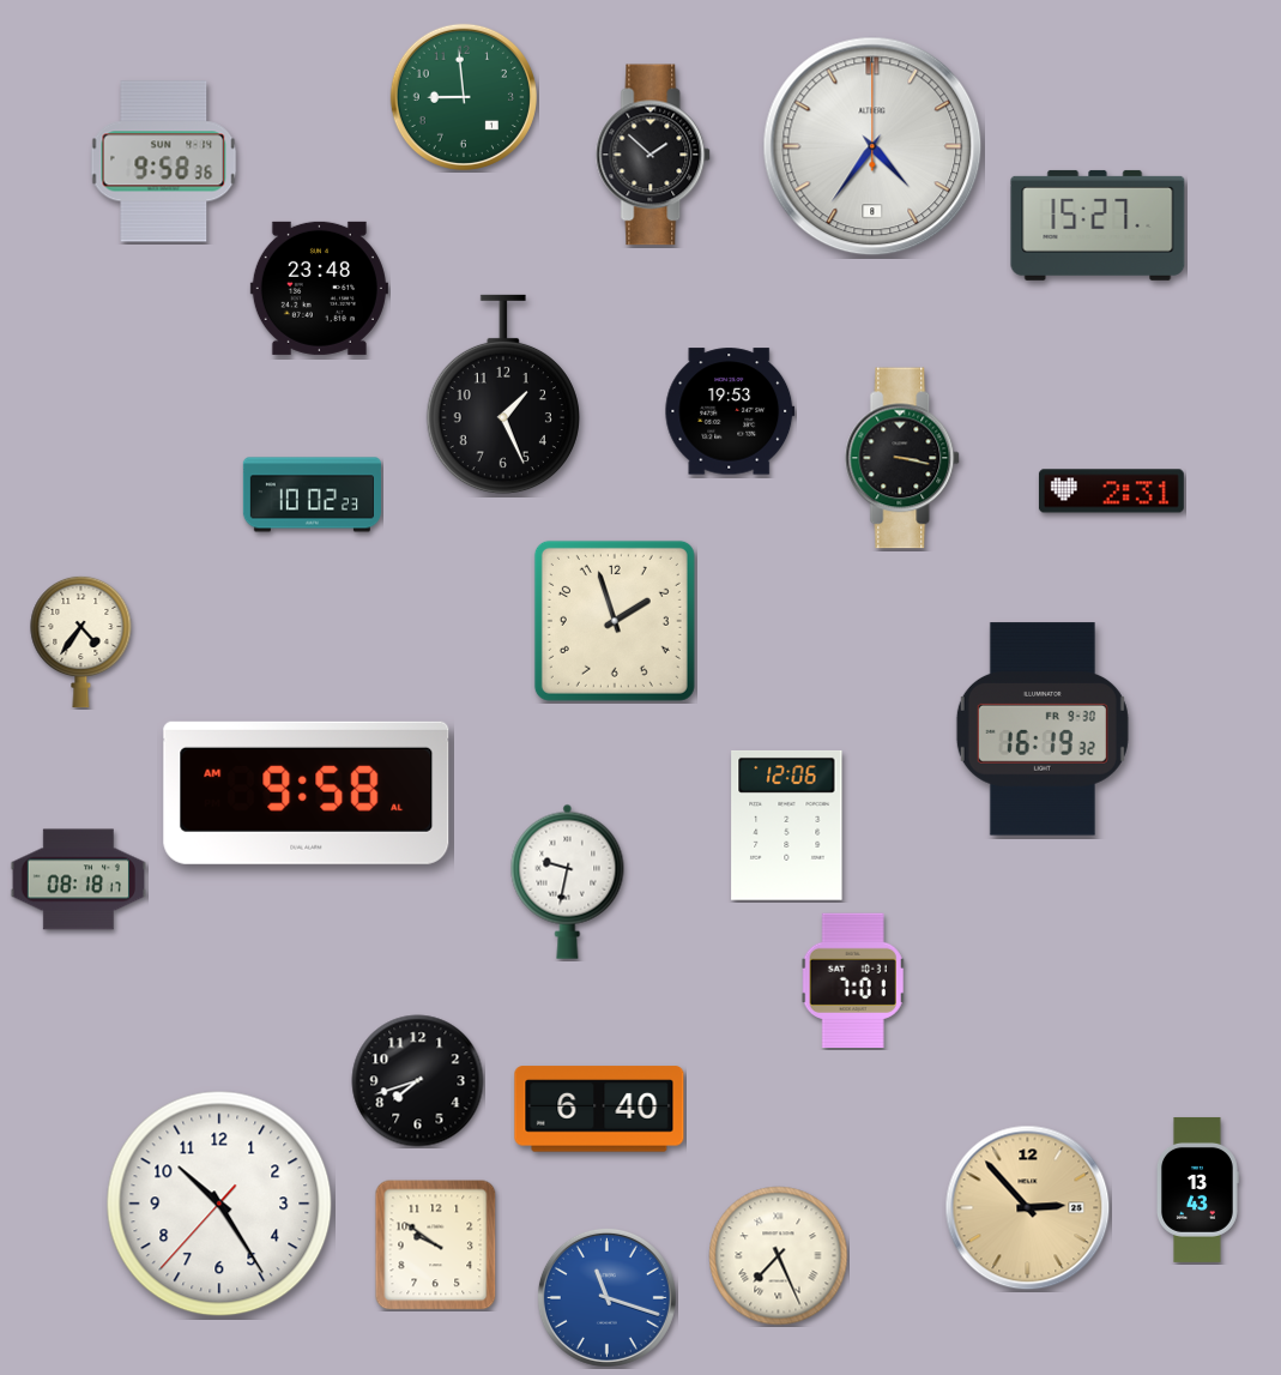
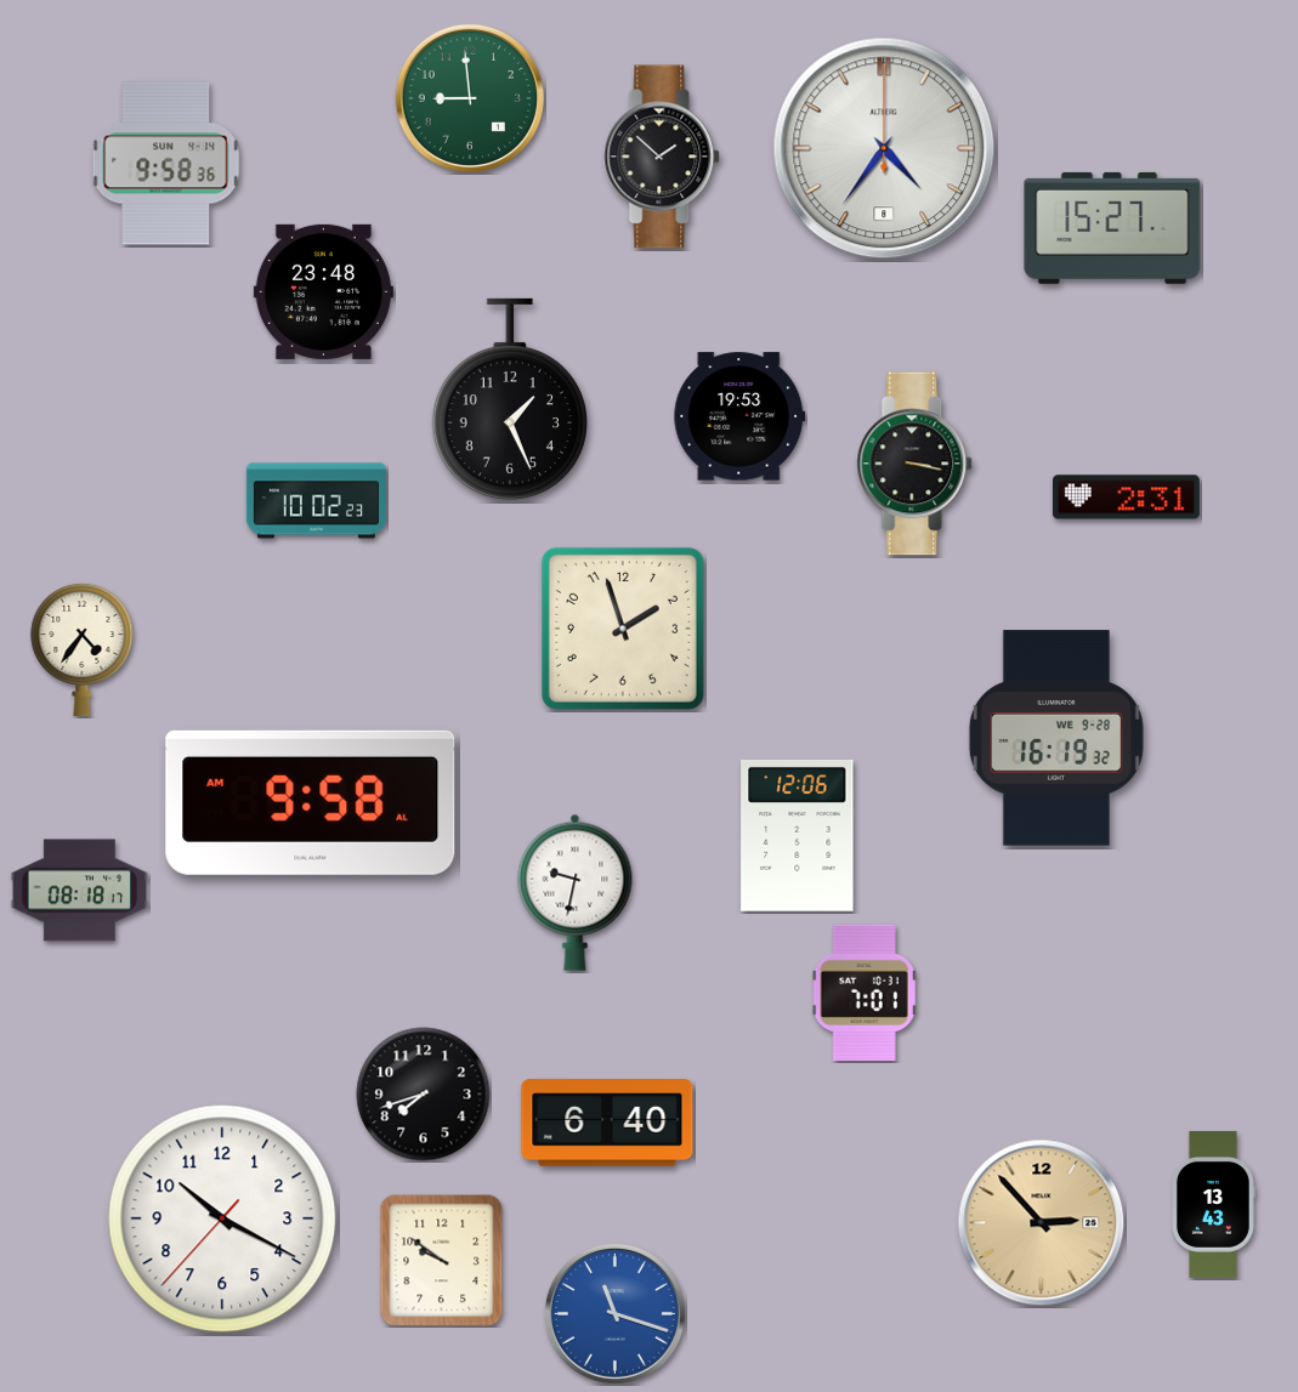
clock at (1043, 729) date: FR 9-30 -> WE 9-28
clock at (219, 1204): 10:24 -> 10:19
clock at (779, 1256): 7:26 -> none
